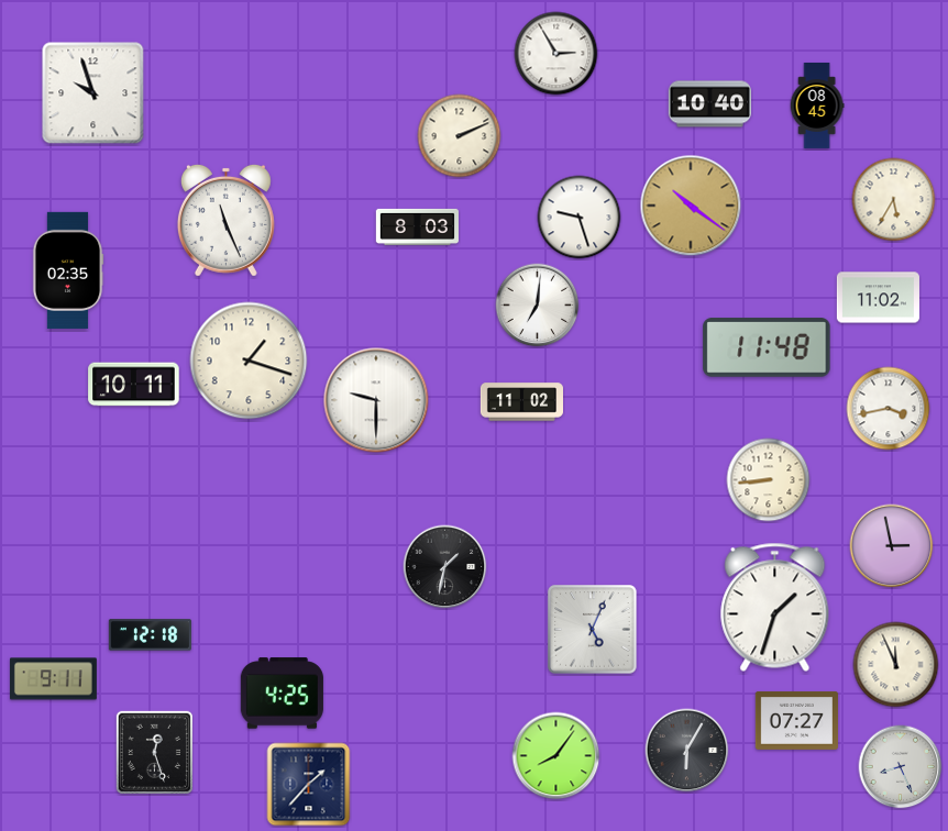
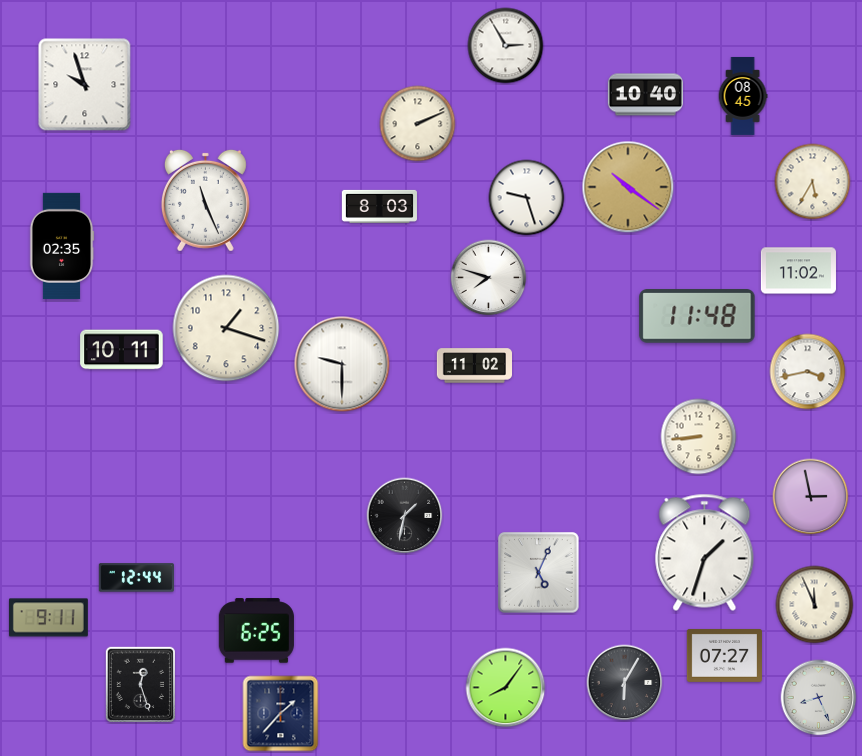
clock at (556, 54) position: (556, 54) -> (506, 46)
clock at (538, 306): 7:01 -> 7:48
clock at (150, 635): 12:18 -> 12:44
clock at (282, 694): 4:25 -> 6:25
